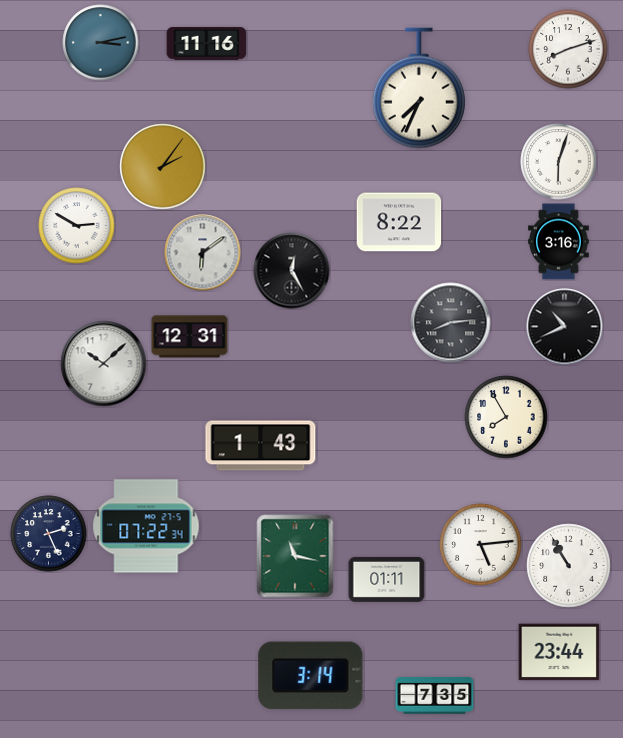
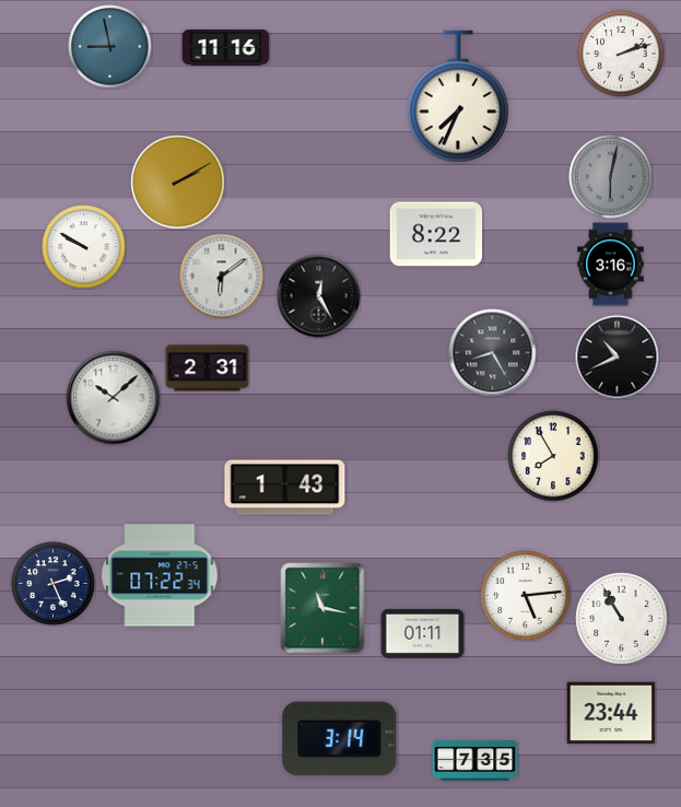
clock at (101, 43): 3:13 -> 8:58
clock at (568, 49): 8:12 -> 2:12
clock at (559, 162): 6:03 -> 6:02
clock at (559, 162) dial: white -> grey
clock at (163, 167): 2:06 -> 2:10
clock at (399, 222) position: (399, 222) -> (436, 234)
clock at (77, 226): 2:50 -> 9:50
clock at (451, 323): 8:14 -> 8:25
clock at (190, 337): 12:31 -> 2:31
